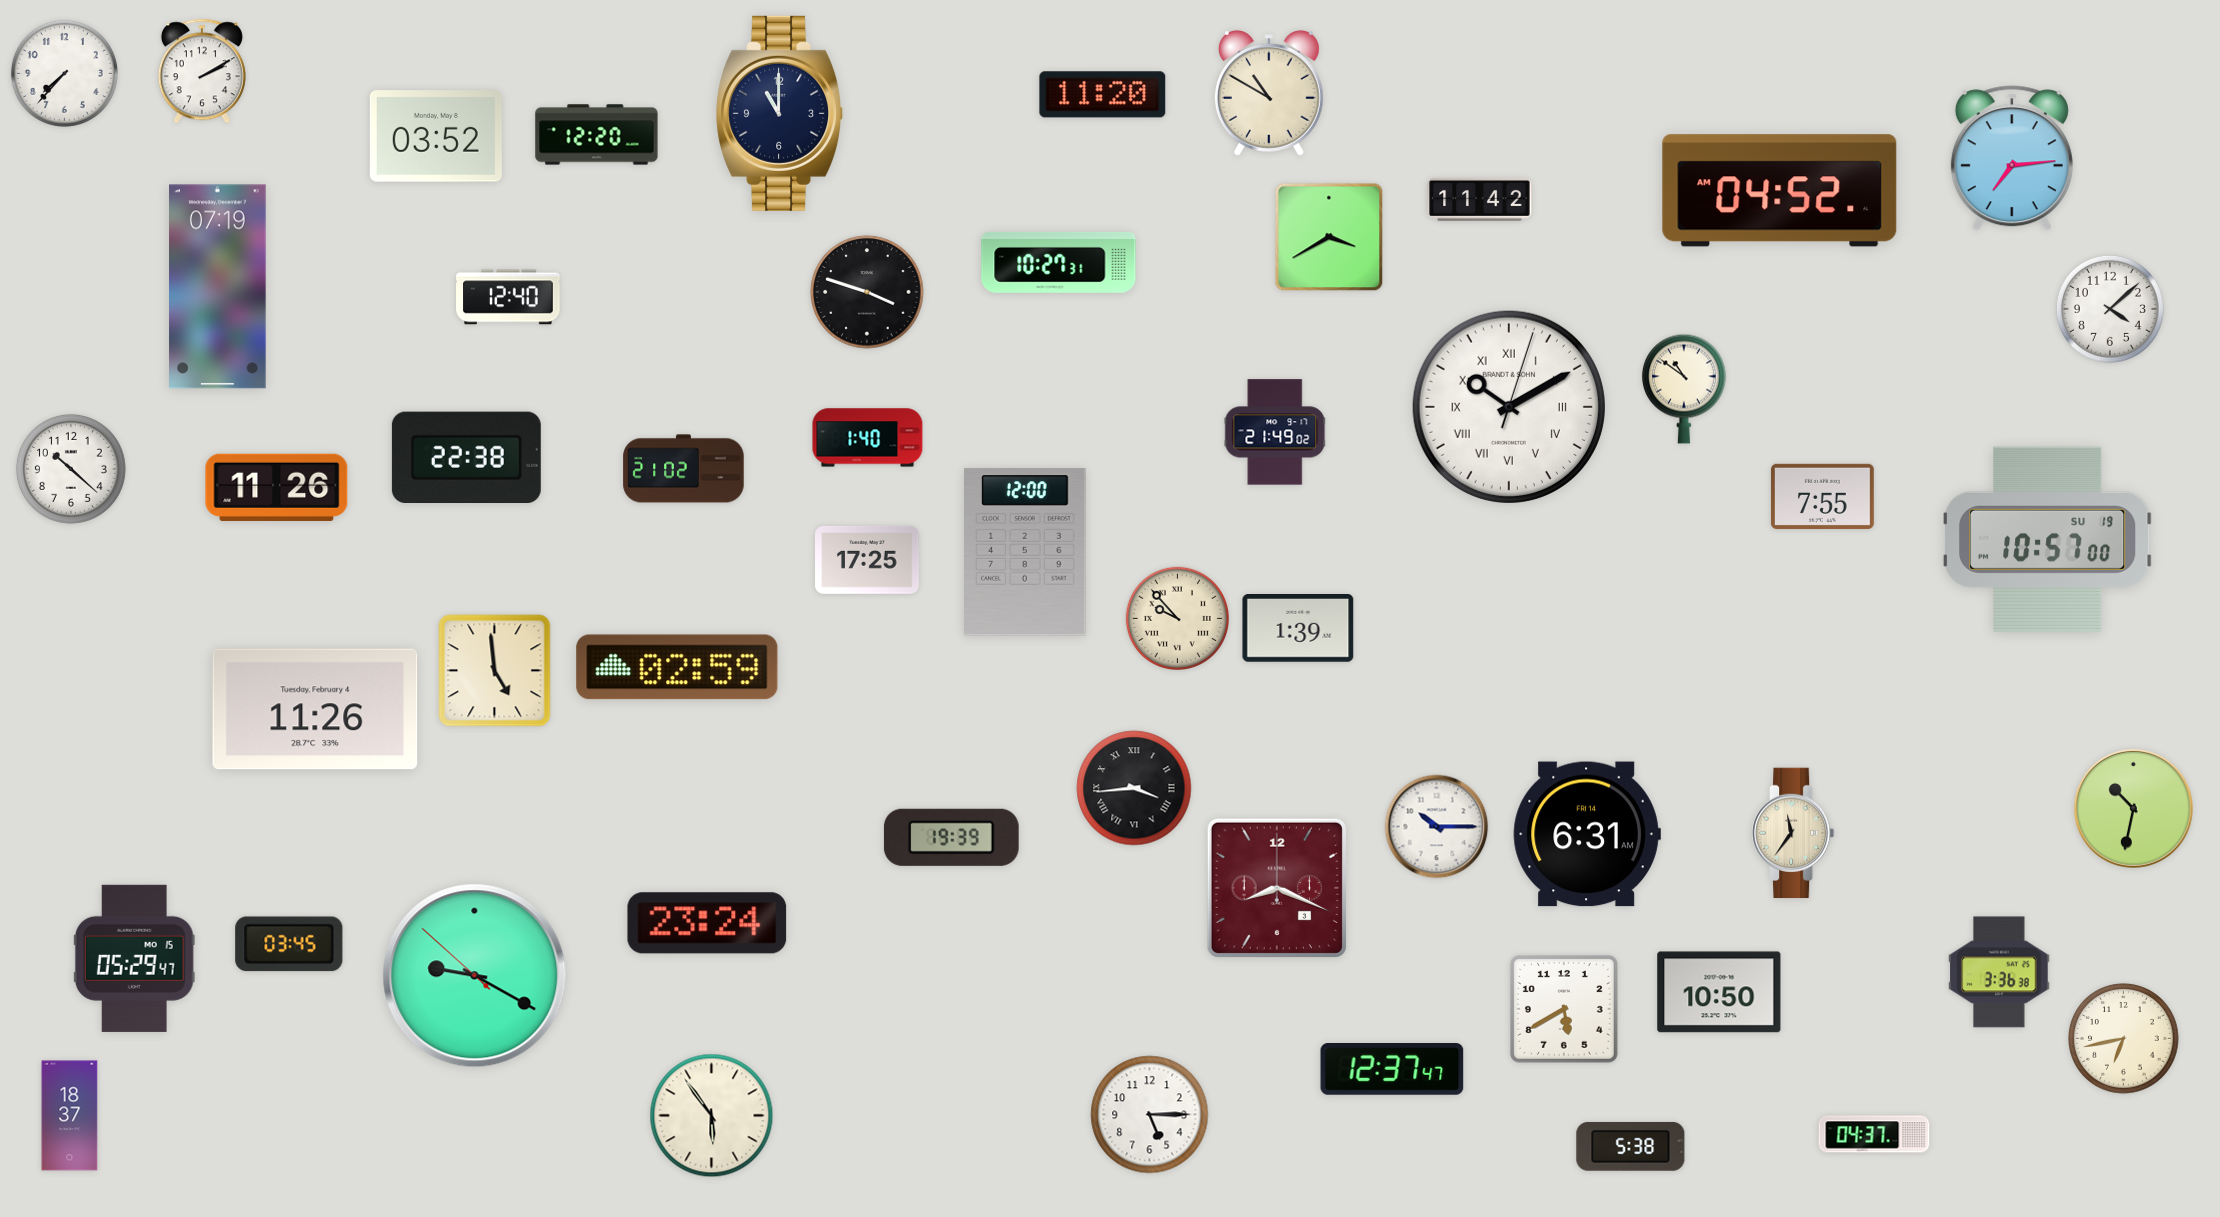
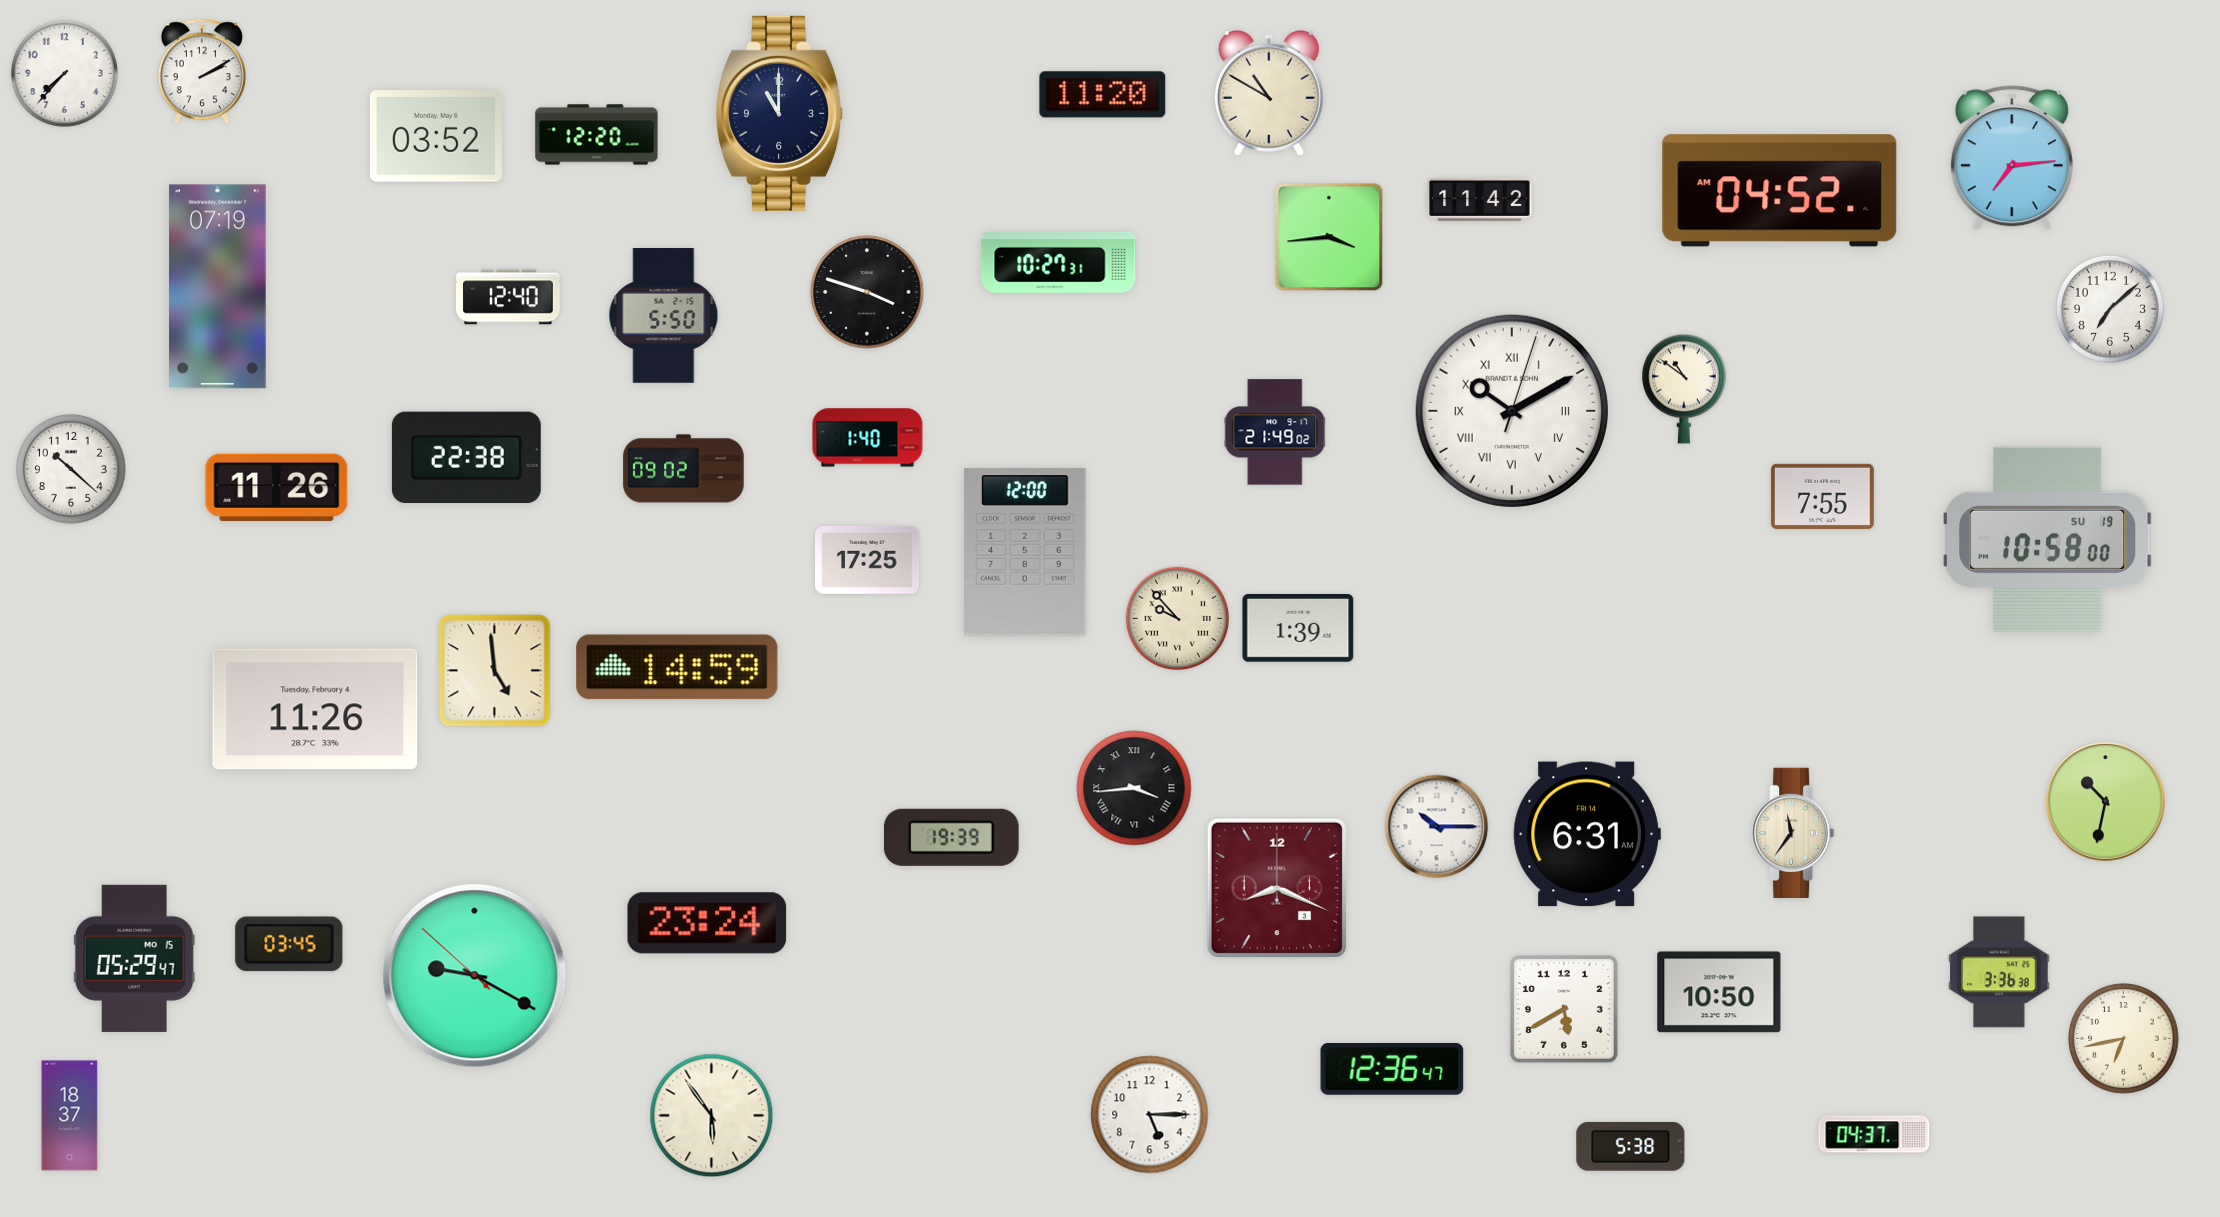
clock at (1329, 237): 3:40 -> 3:44
clock at (2110, 309): 4:08 -> 7:08
clock at (664, 316): none -> 5:50
clock at (1509, 407) position: (1509, 407) -> (1512, 411)
clock at (684, 469): 21:02 -> 09:02
clock at (2047, 539): 10:57 -> 10:58
clock at (677, 667): 02:59 -> 14:59
clock at (2133, 808) position: (2133, 808) -> (2105, 801)
clock at (1392, 1070): 12:37 -> 12:36
